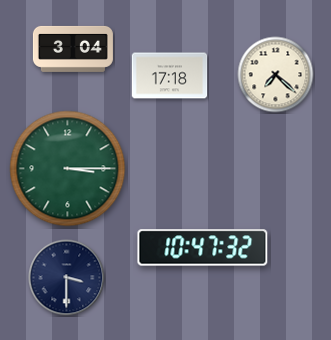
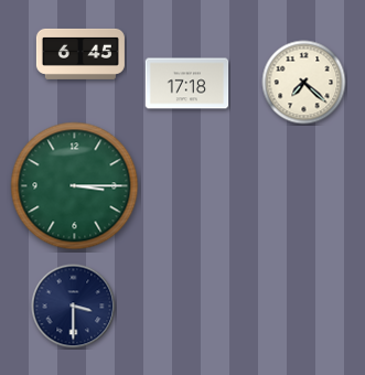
clock at (73, 49): 3:04 -> 6:45
clock at (203, 248): 10:47 -> none
